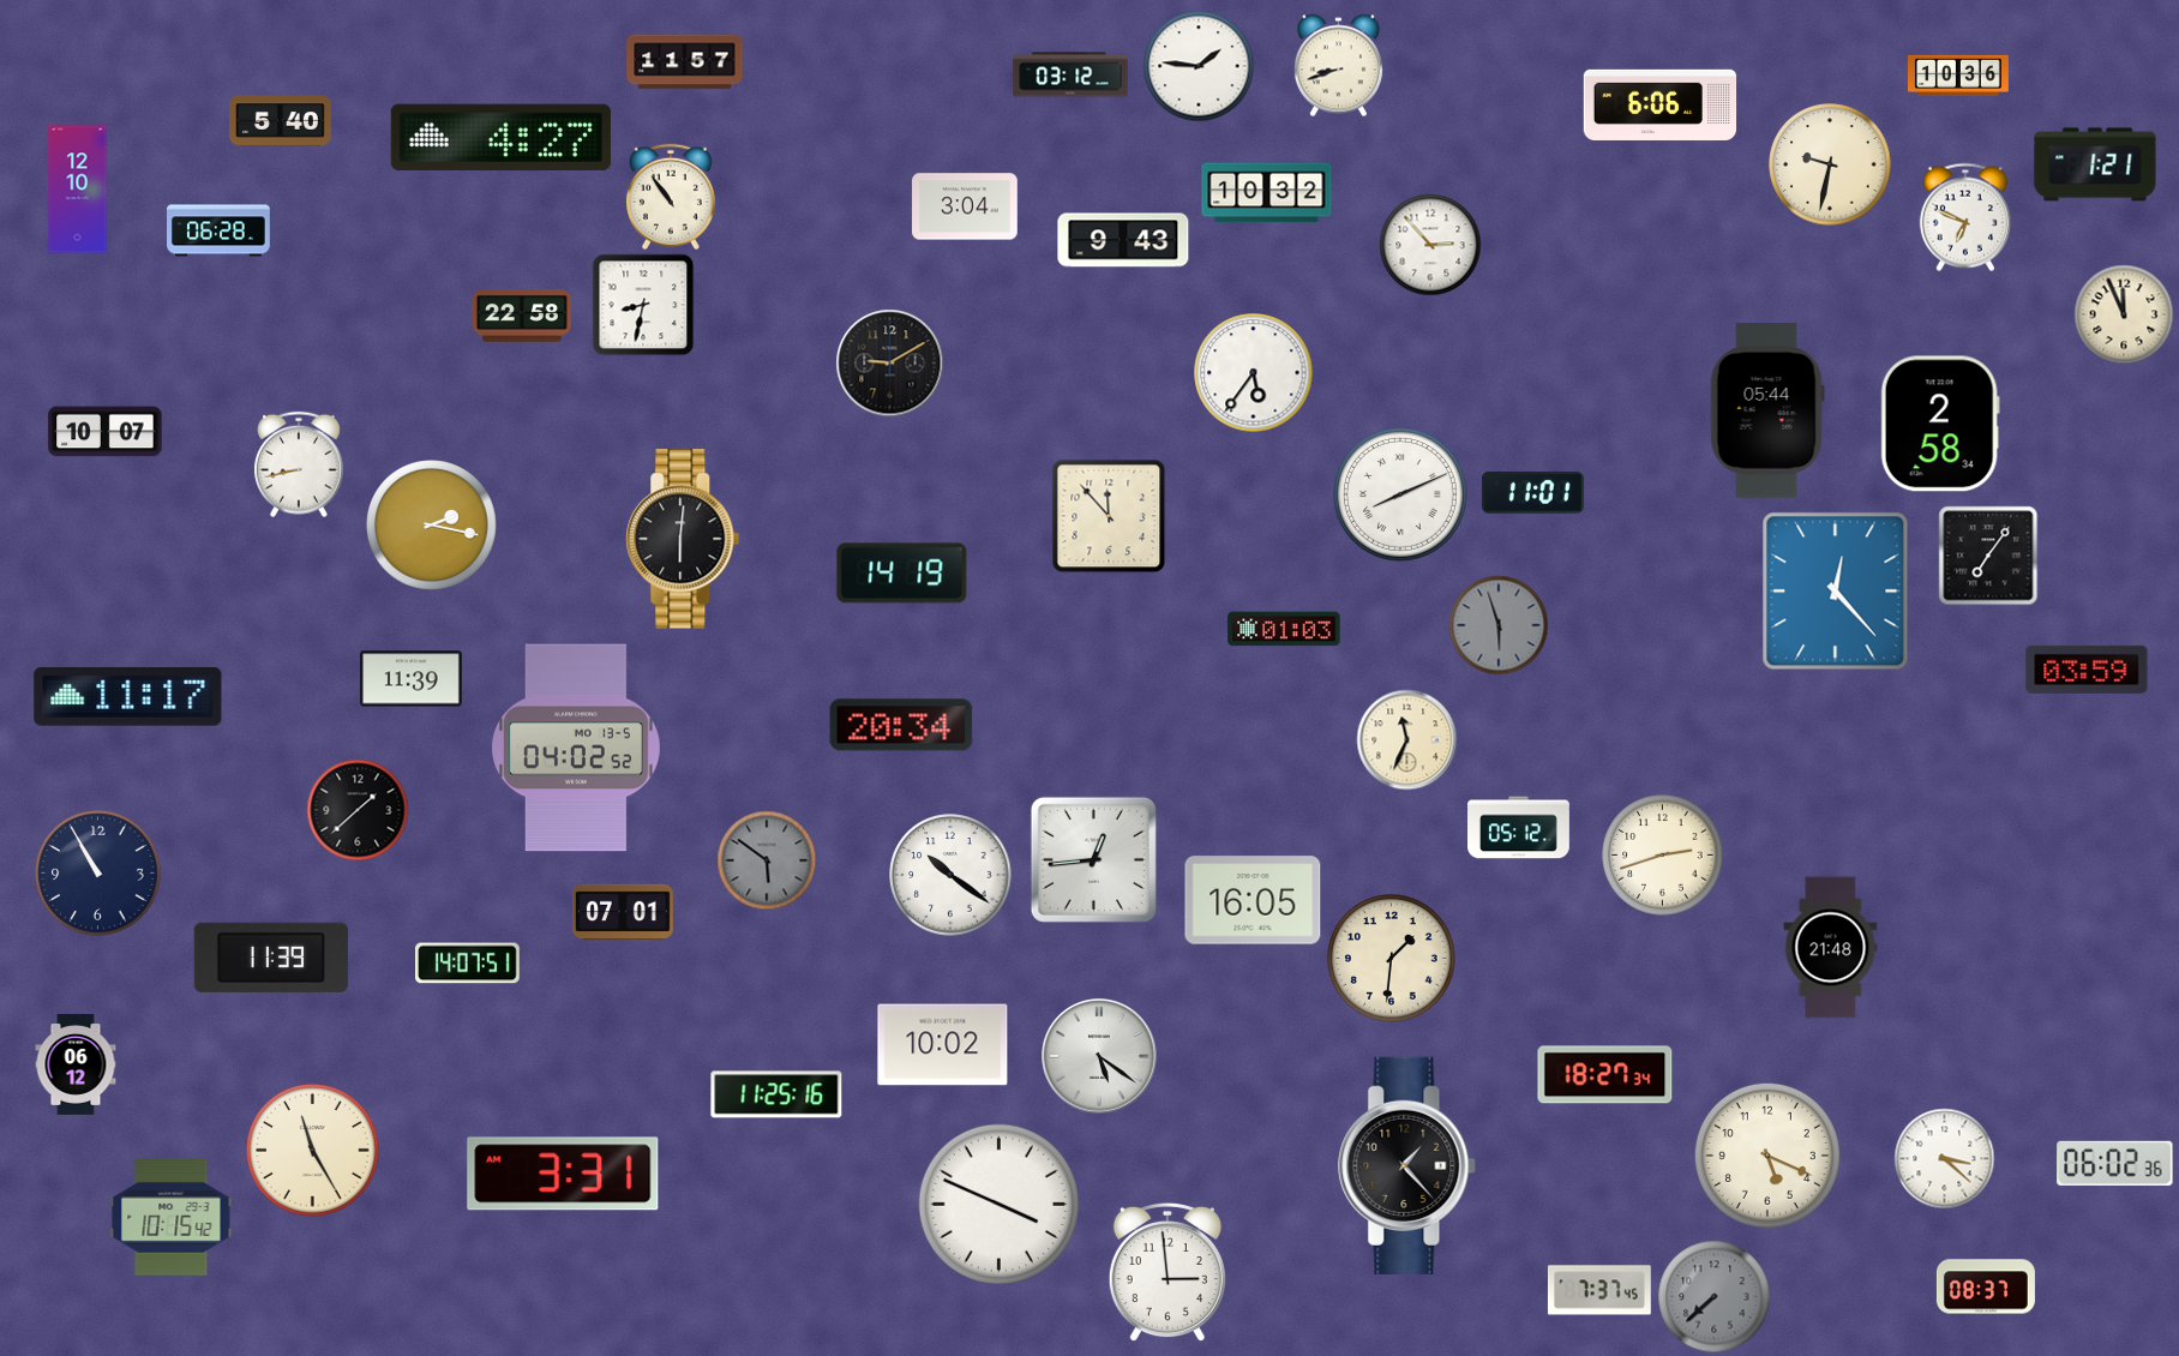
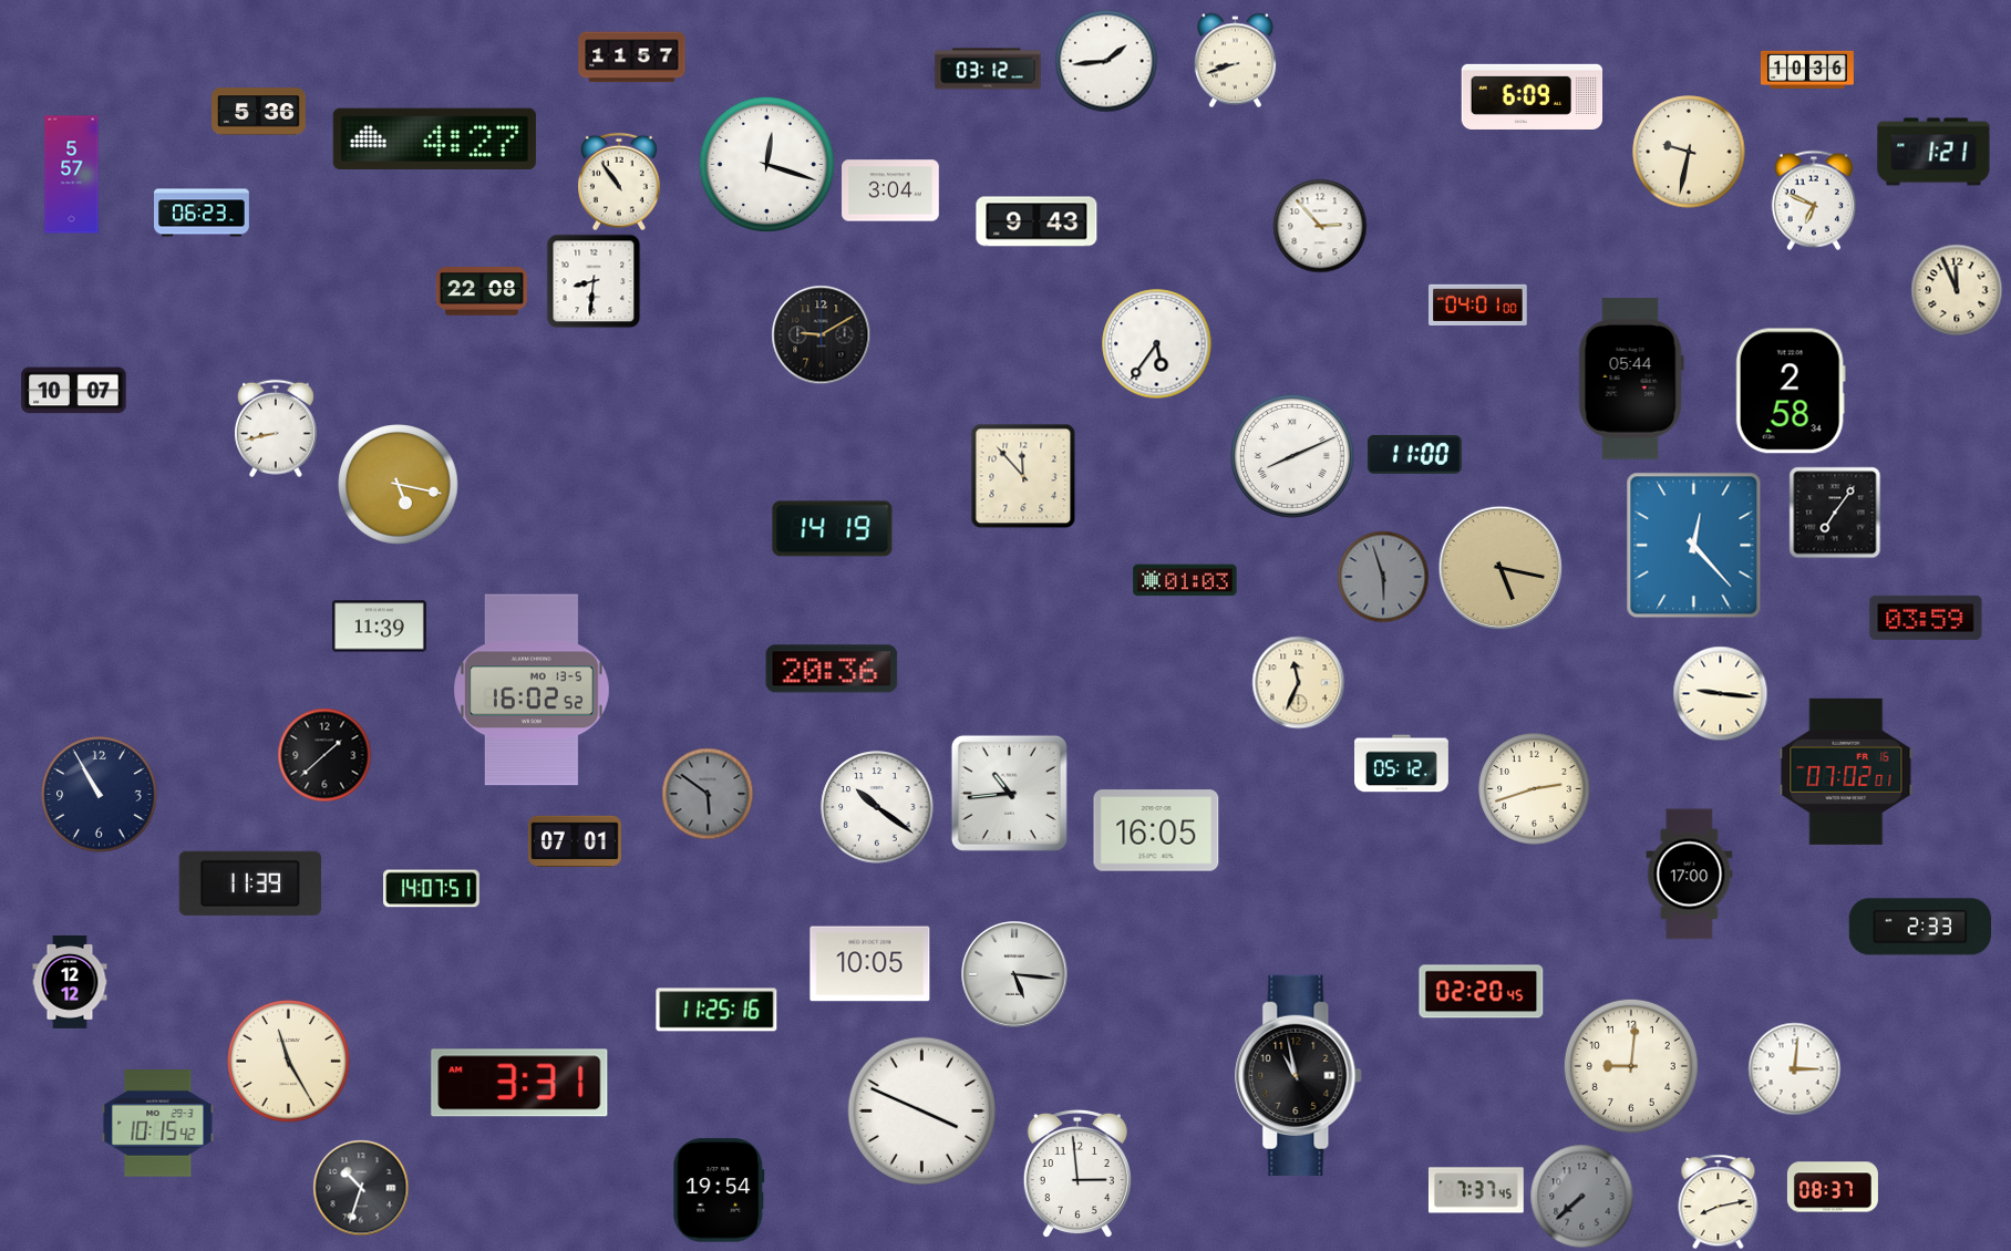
clock at (1199, 66): 1:46 -> 1:44
clock at (1661, 104): 6:06 -> 6:09
clock at (281, 121): 5:40 -> 5:36
clock at (500, 137) position: (500, 137) -> (434, 138)
clock at (766, 164): none -> 12:18
clock at (78, 190): 12:10 -> 5:57
clock at (1267, 193): 10:32 -> none
clock at (218, 230): 06:28 -> 06:23
clock at (643, 305): 8:32 -> 8:31
clock at (2124, 314) position: (2124, 314) -> (1957, 290)
clock at (522, 316): 22:58 -> 22:08
clock at (1478, 304): none -> 04:01
clock at (106, 432) position: (106, 432) -> (74, 391)
clock at (1532, 493): 11:01 -> 11:00
clock at (432, 526): 2:17 -> 5:17
clock at (683, 539): 6:01 -> none
clock at (1500, 568): none -> 5:17
clock at (128, 697): 11:17 -> none
clock at (901, 725): 20:34 -> 20:36
clock at (577, 748): 04:02 -> 16:02
clock at (1720, 693): none -> 9:16
clock at (358, 810) position: (358, 810) -> (324, 755)
clock at (1846, 772): none -> 07:02
clock at (1093, 859): 12:44 -> 10:44
clock at (98, 874) position: (98, 874) -> (100, 795)
clock at (1831, 948): 21:48 -> 17:00
clock at (1392, 959): 1:31 -> none
clock at (1919, 927): none -> 2:33
clock at (943, 1045): 10:02 -> 10:05
clock at (1099, 1056): 5:21 -> 5:16
clock at (76, 1066): 06:12 -> 12:12
clock at (1605, 1075): 18:27 -> 02:20
clock at (1767, 1156): 5:19 -> 9:01
clock at (1944, 1158): 3:22 -> 3:01
clock at (2115, 1163): 06:02 -> none
clock at (1407, 1165): 1:23 -> 10:58
clock at (361, 1188): none -> 10:33
clock at (719, 1190): none -> 19:54
clock at (1719, 1201): none -> 8:13
